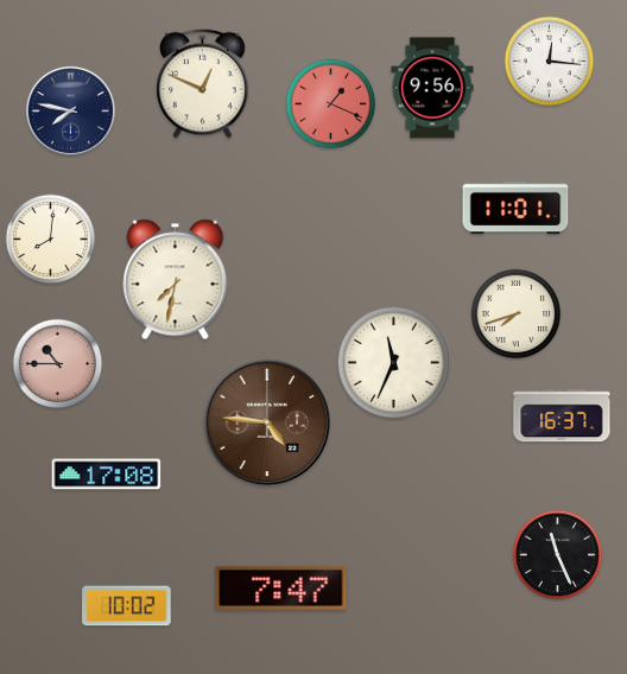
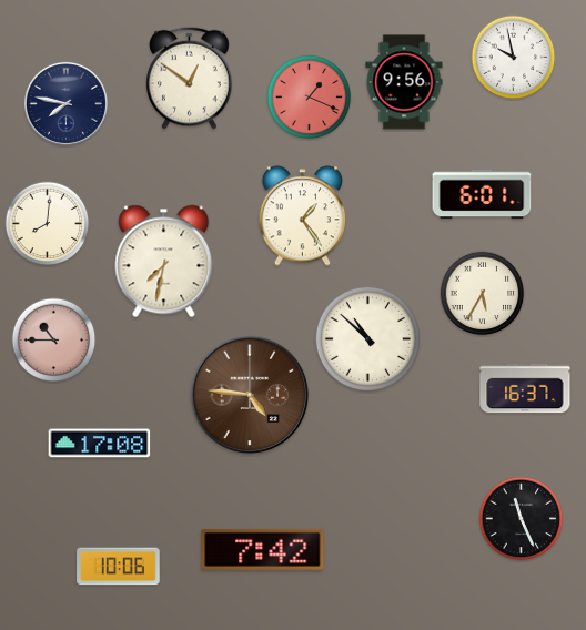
clock at (550, 62): 12:16 -> 9:58
clock at (203, 83): 12:49 -> 12:51
clock at (515, 208): 11:01 -> 6:01
clock at (303, 216): none -> 1:24
clock at (517, 314): 7:42 -> 5:35
clock at (393, 362): 11:34 -> 10:52
clock at (281, 587): 7:47 -> 7:42
clock at (127, 606): 10:02 -> 10:06
